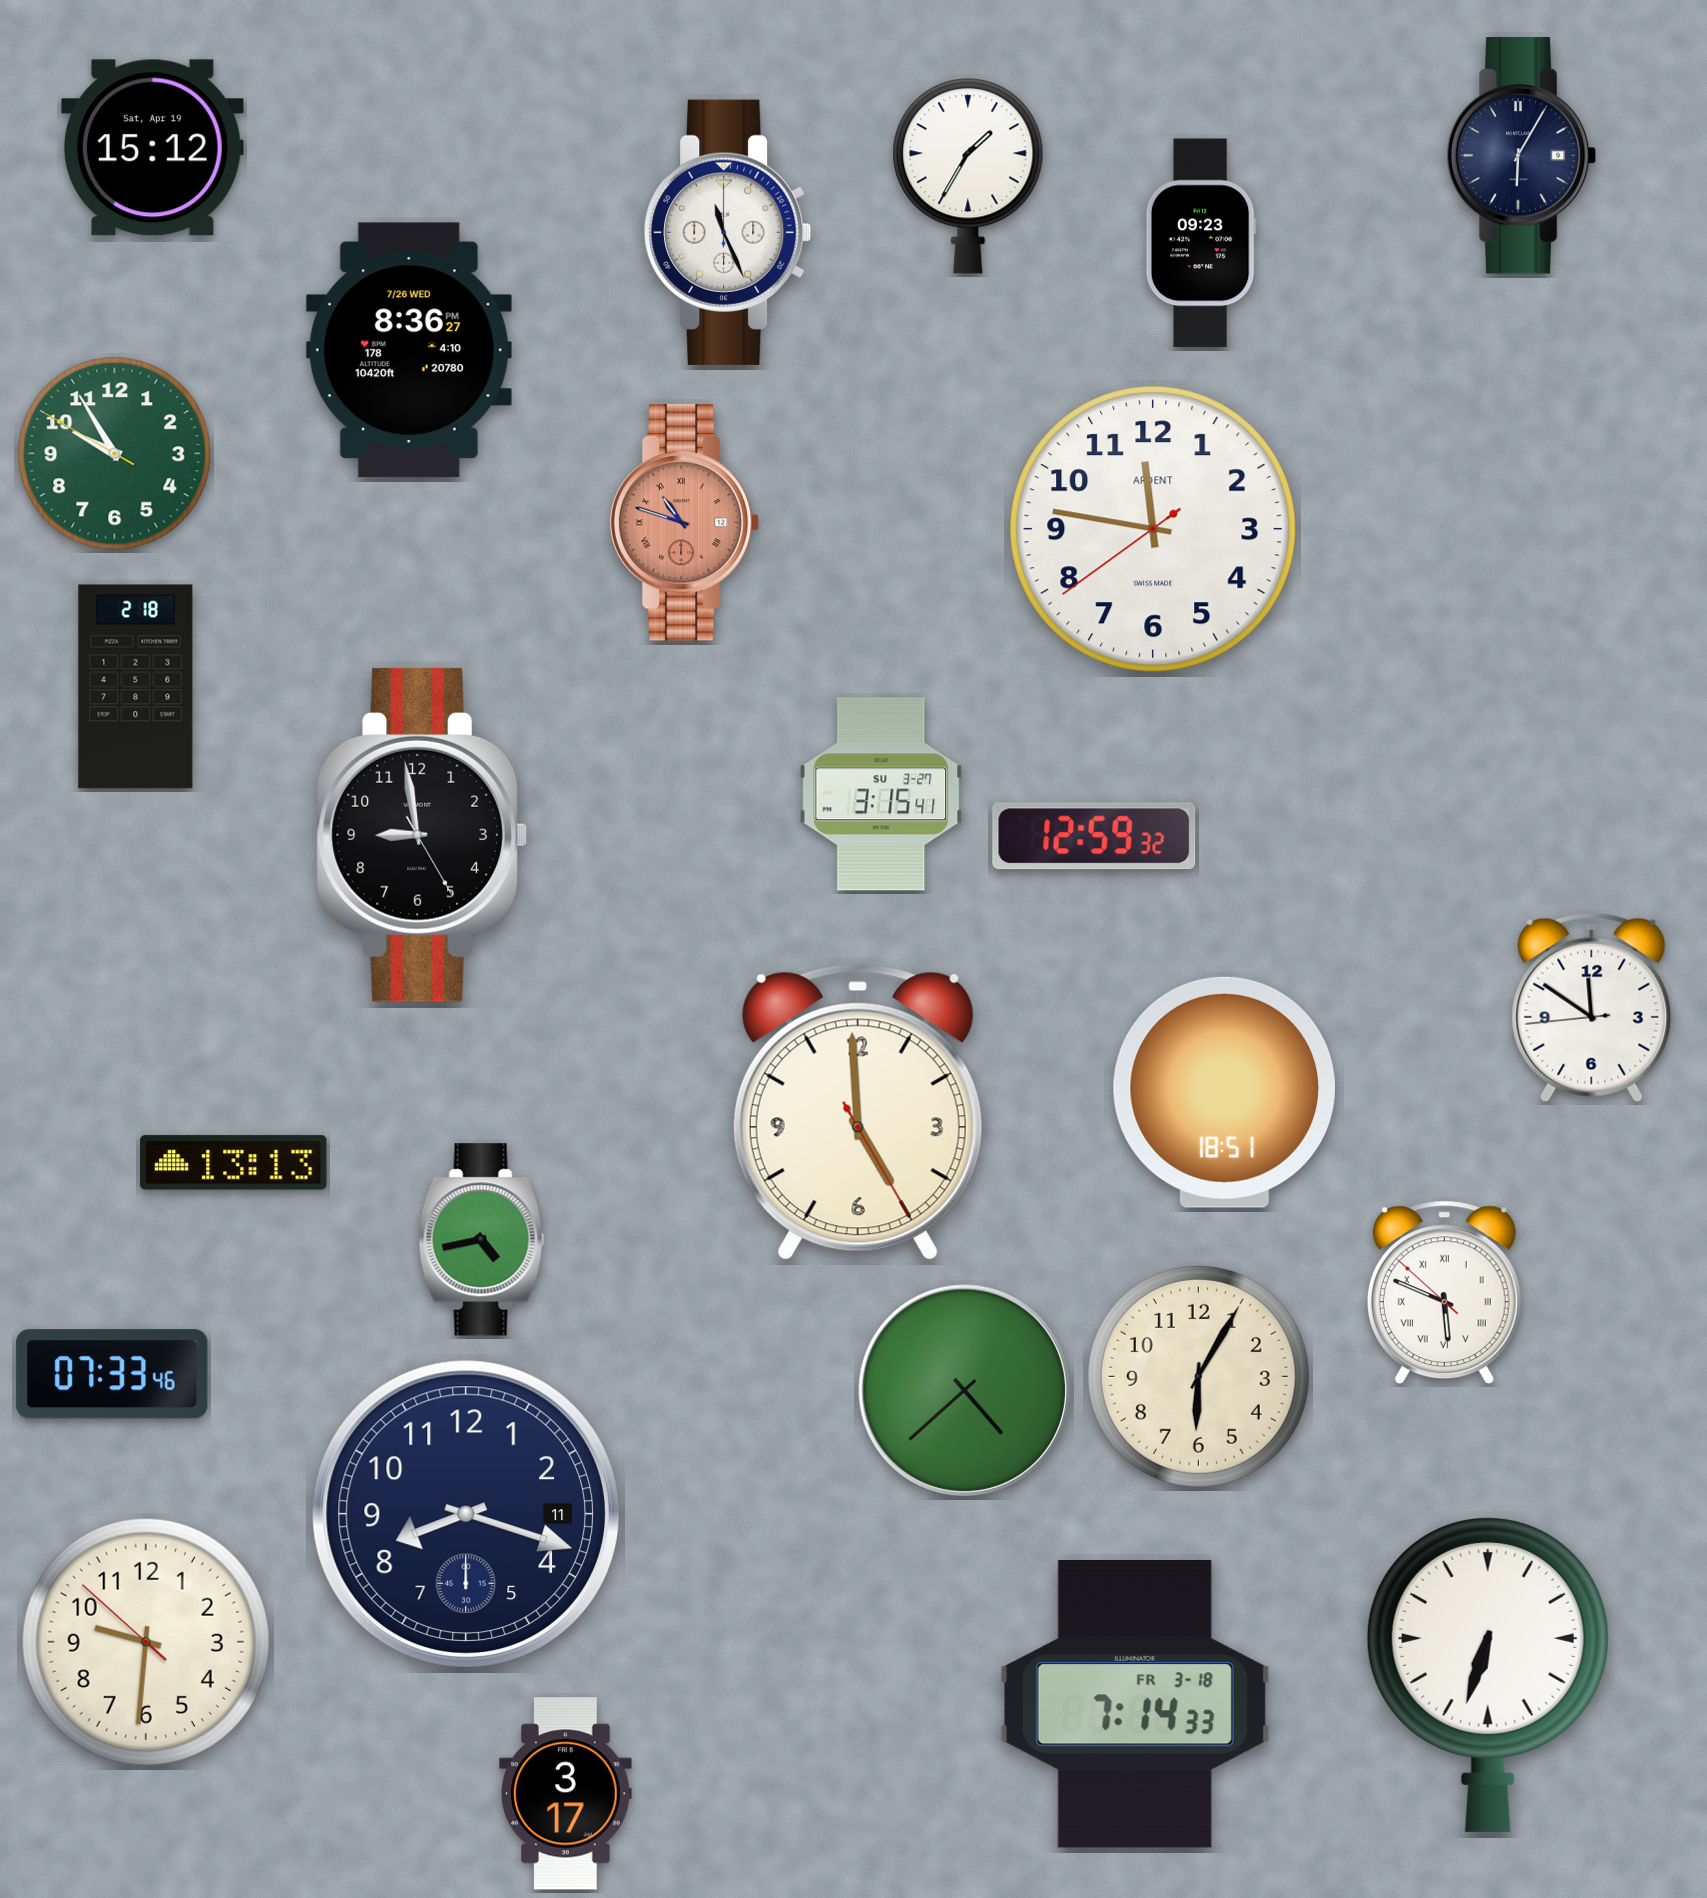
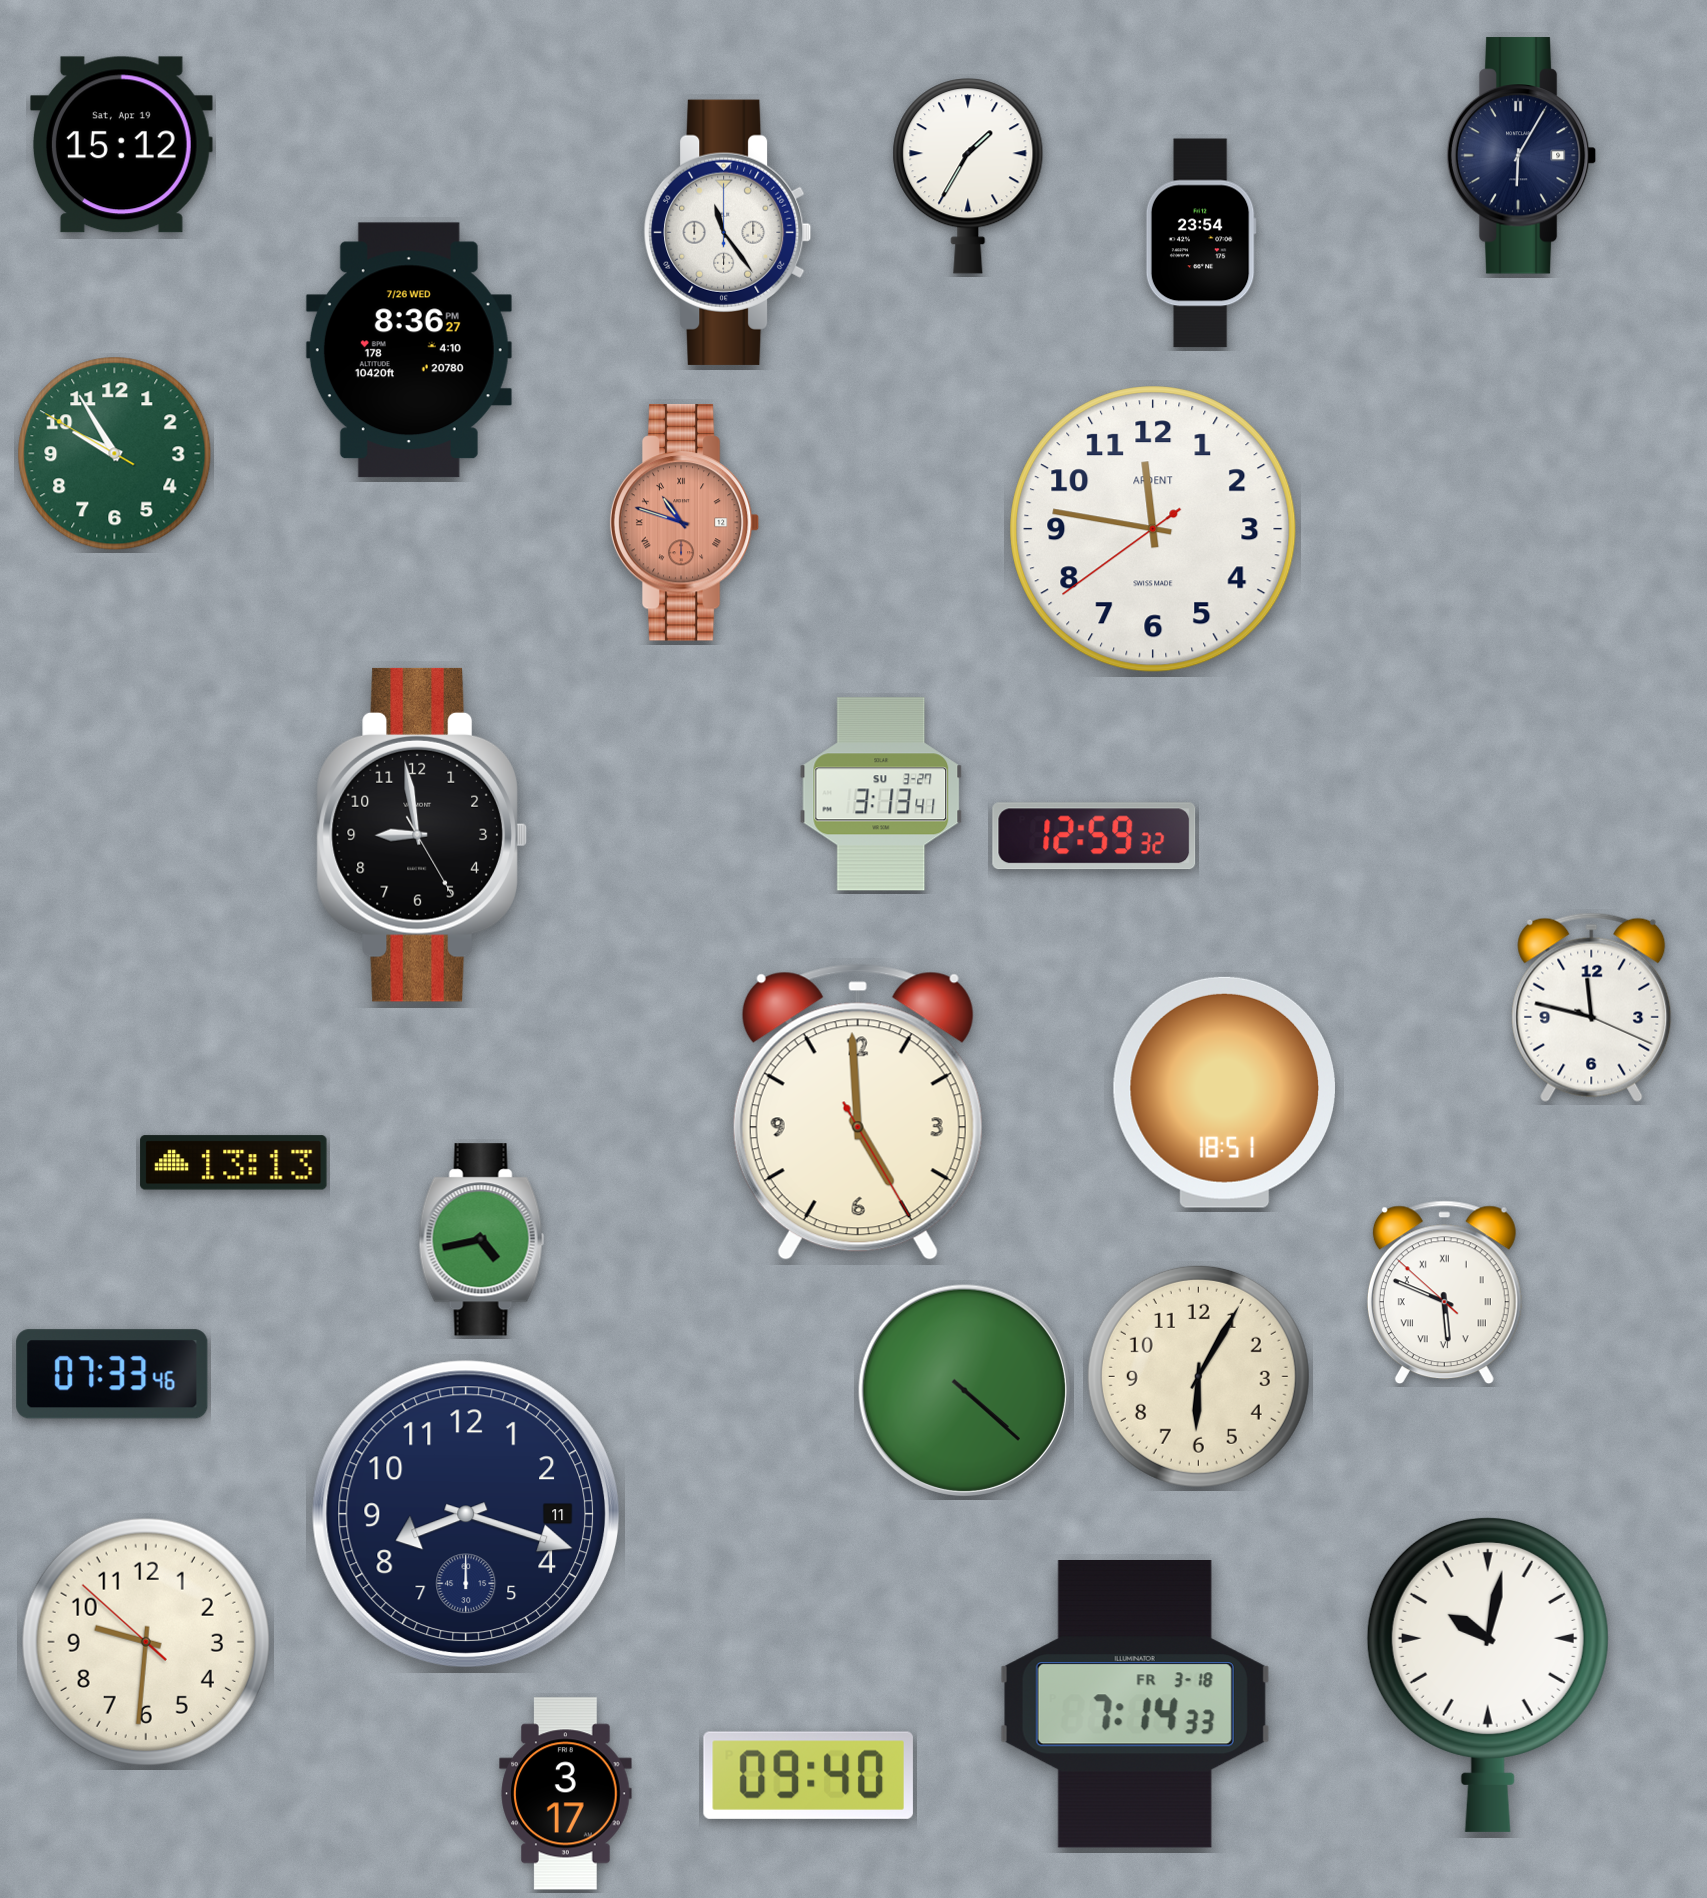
clock at (152, 148) position: (152, 148) -> (121, 145)
clock at (728, 232): 11:26 -> 11:24
clock at (1201, 243): 09:23 -> 23:54
clock at (136, 687): 2:18 -> none
clock at (881, 794): 3:15 -> 3:13
clock at (1592, 1007): 11:50 -> 11:47
clock at (964, 1390): 4:38 -> 4:22
clock at (1488, 1674): 6:33 -> 10:02
clock at (808, 1775): none -> 09:40
